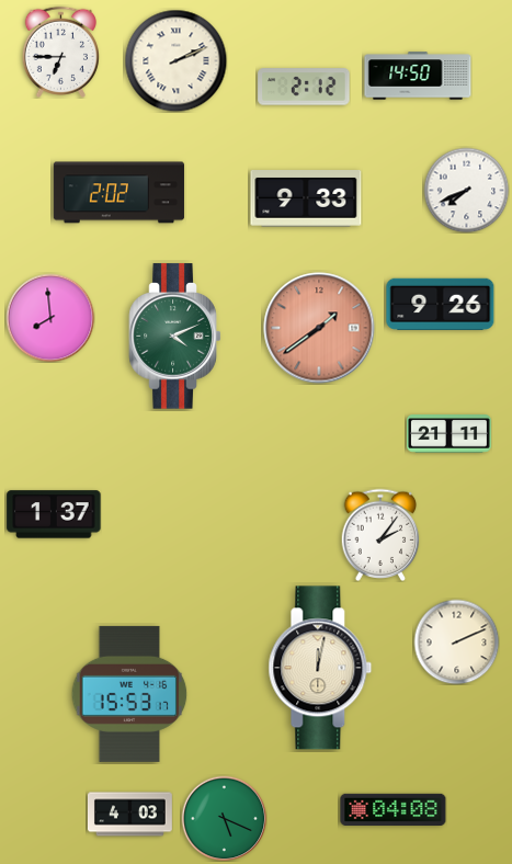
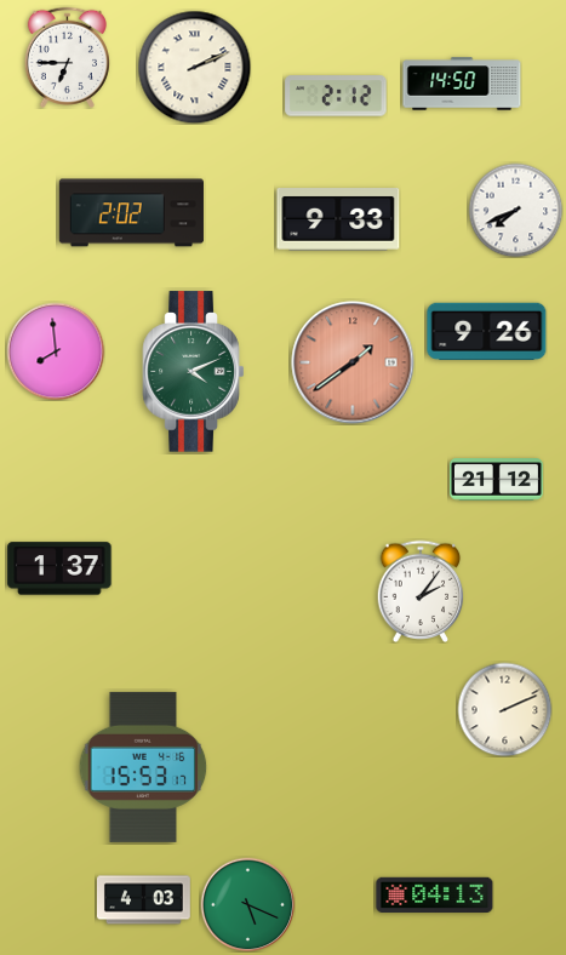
clock at (441, 304) position: (441, 304) -> (487, 331)
clock at (450, 434): 21:11 -> 21:12
clock at (320, 668): 12:02 -> none
clock at (394, 809): 04:08 -> 04:13
